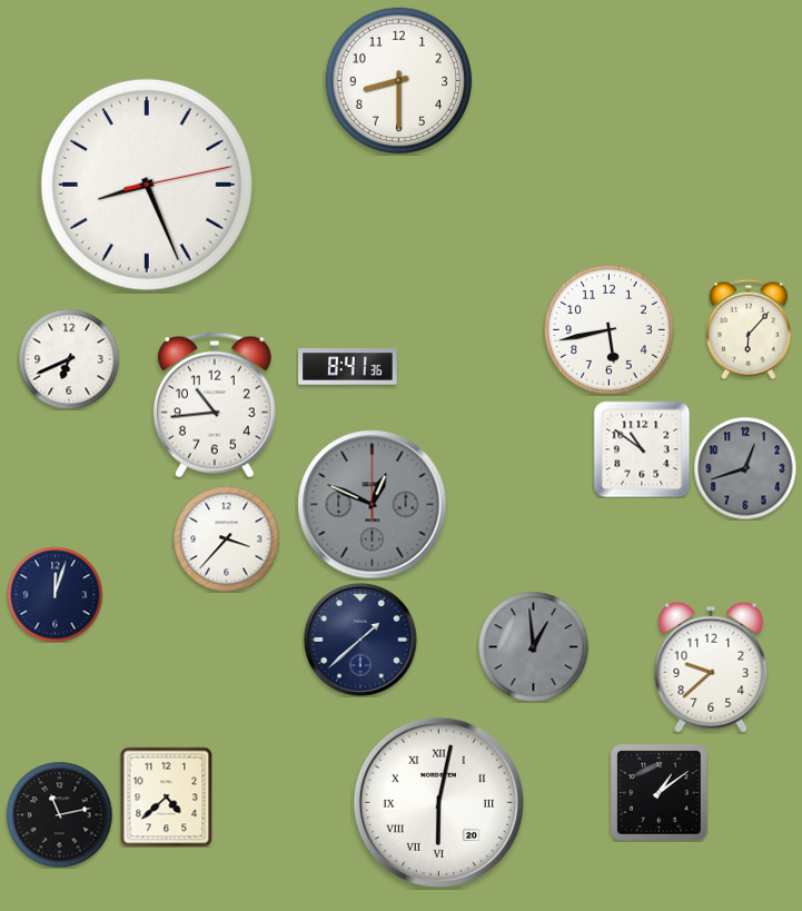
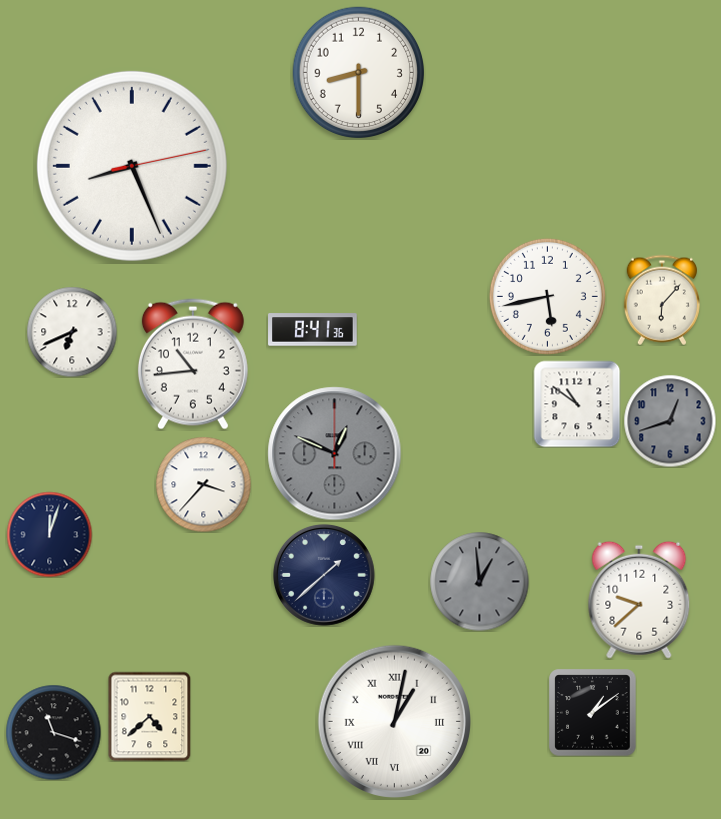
clock at (749, 329) position: (749, 329) -> (662, 300)
clock at (69, 359) position: (69, 359) -> (72, 332)
clock at (438, 802): 6:02 -> 1:02
clock at (59, 814): 11:13 -> 11:18
